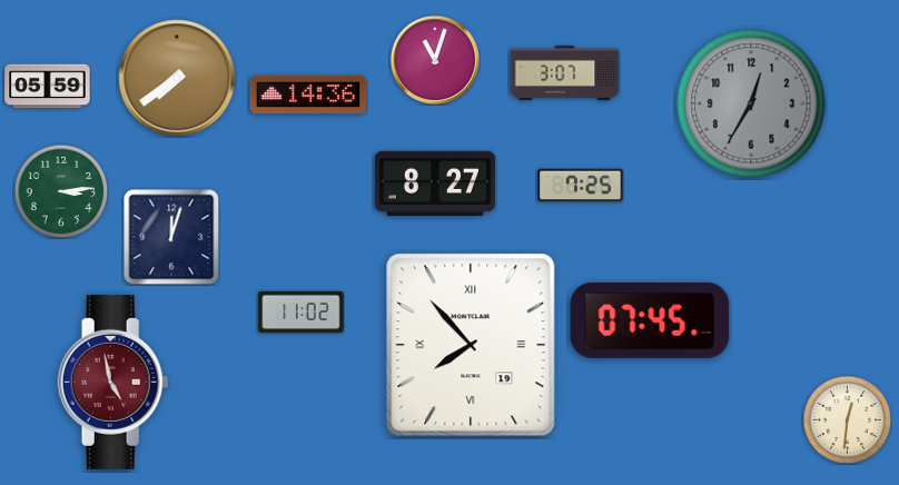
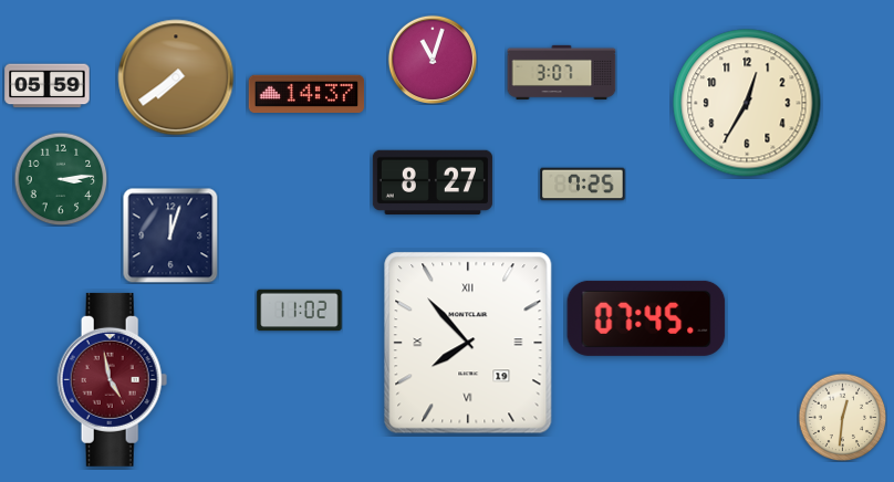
clock at (308, 93): 14:36 -> 14:37
clock at (751, 103) dial: grey -> cream
clock at (581, 186) position: (581, 186) -> (583, 185)
clock at (61, 191) position: (61, 191) -> (61, 179)
